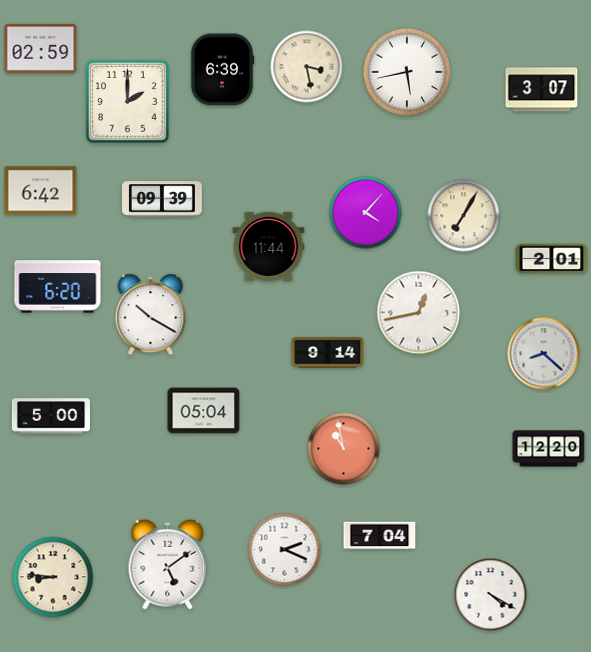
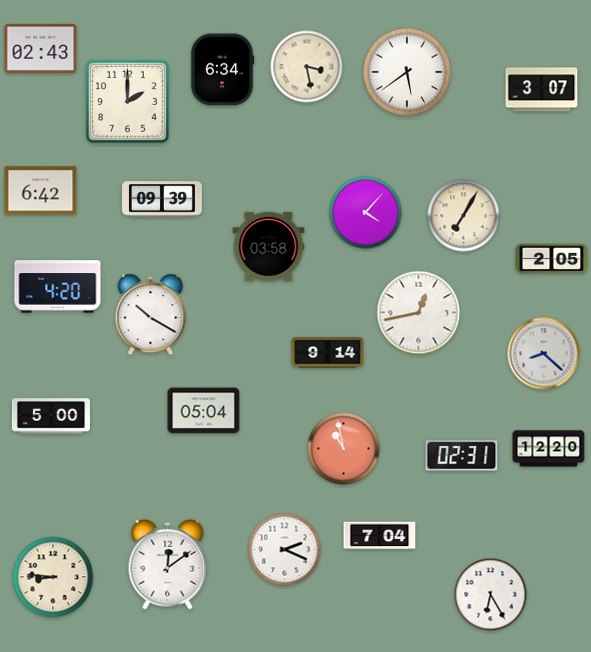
clock at (41, 48): 02:59 -> 02:43
clock at (222, 70): 6:39 -> 6:34
clock at (407, 72): 5:43 -> 5:39
clock at (269, 246): 11:44 -> 03:58
clock at (552, 259): 2:01 -> 2:05
clock at (58, 287): 6:20 -> 4:20
clock at (462, 456): none -> 02:31
clock at (168, 565): 5:09 -> 12:09
clock at (491, 595): 4:20 -> 6:25
